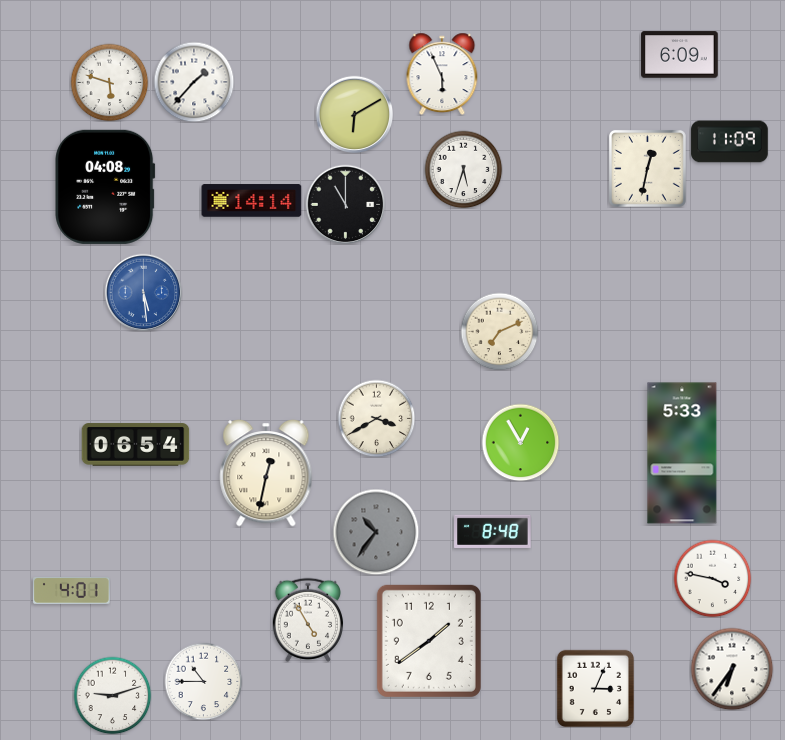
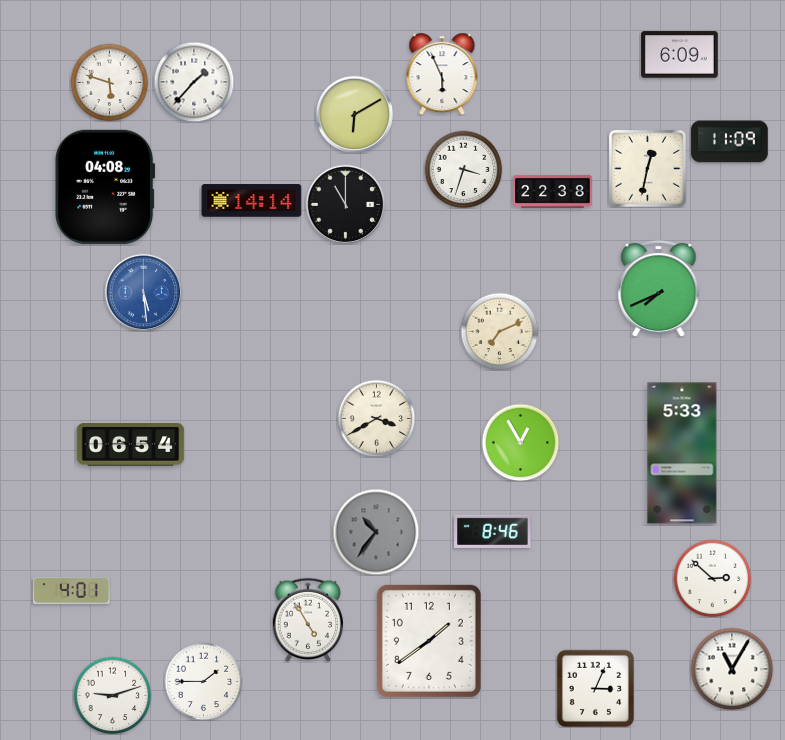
clock at (463, 169): 5:33 -> 3:33
clock at (553, 191): none -> 22:38
clock at (659, 288): none -> 7:41
clock at (136, 445) position: (136, 445) -> (131, 445)
clock at (266, 474): 12:32 -> none
clock at (493, 531): 8:48 -> 8:46
clock at (712, 578): 3:47 -> 2:52
clock at (732, 669): 6:36 -> 11:05
clock at (203, 681): 10:45 -> 1:45
